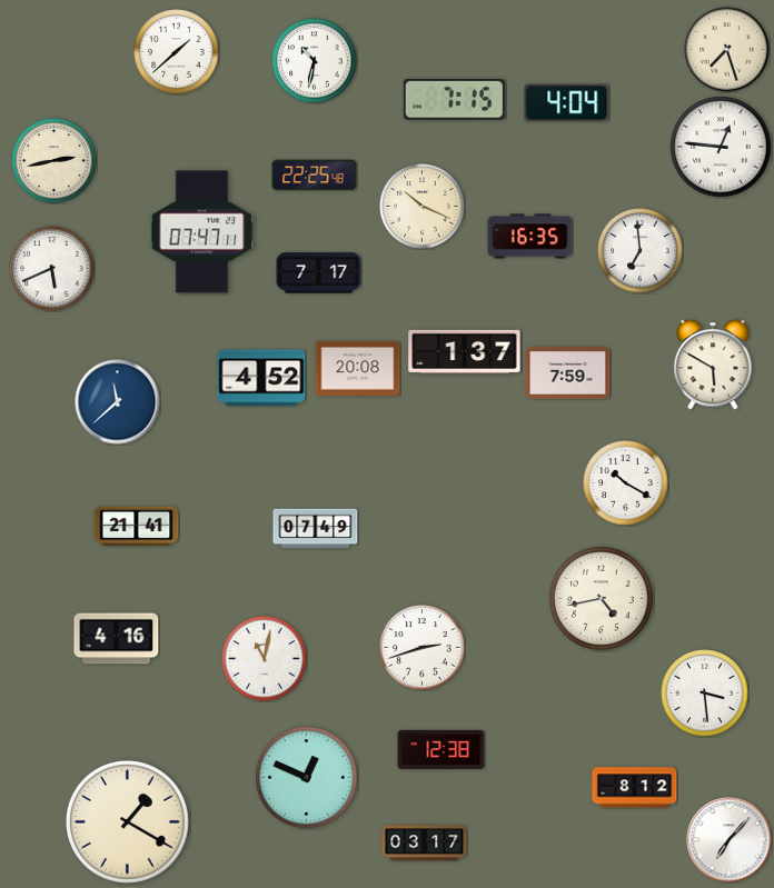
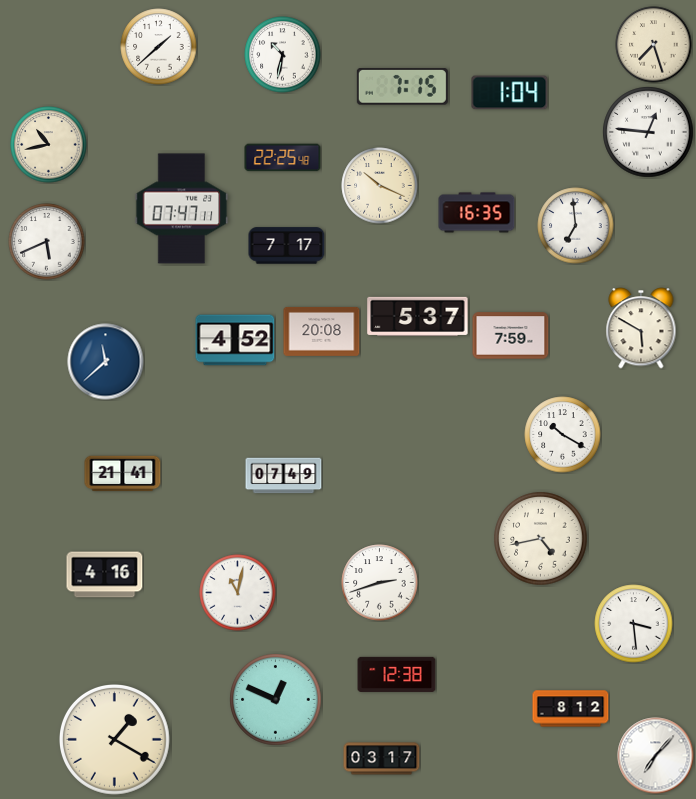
clock at (454, 100) position: (454, 100) -> (402, 87)
clock at (567, 103): 4:04 -> 1:04
clock at (54, 161): 2:43 -> 10:43
clock at (465, 351): 1:37 -> 5:37
